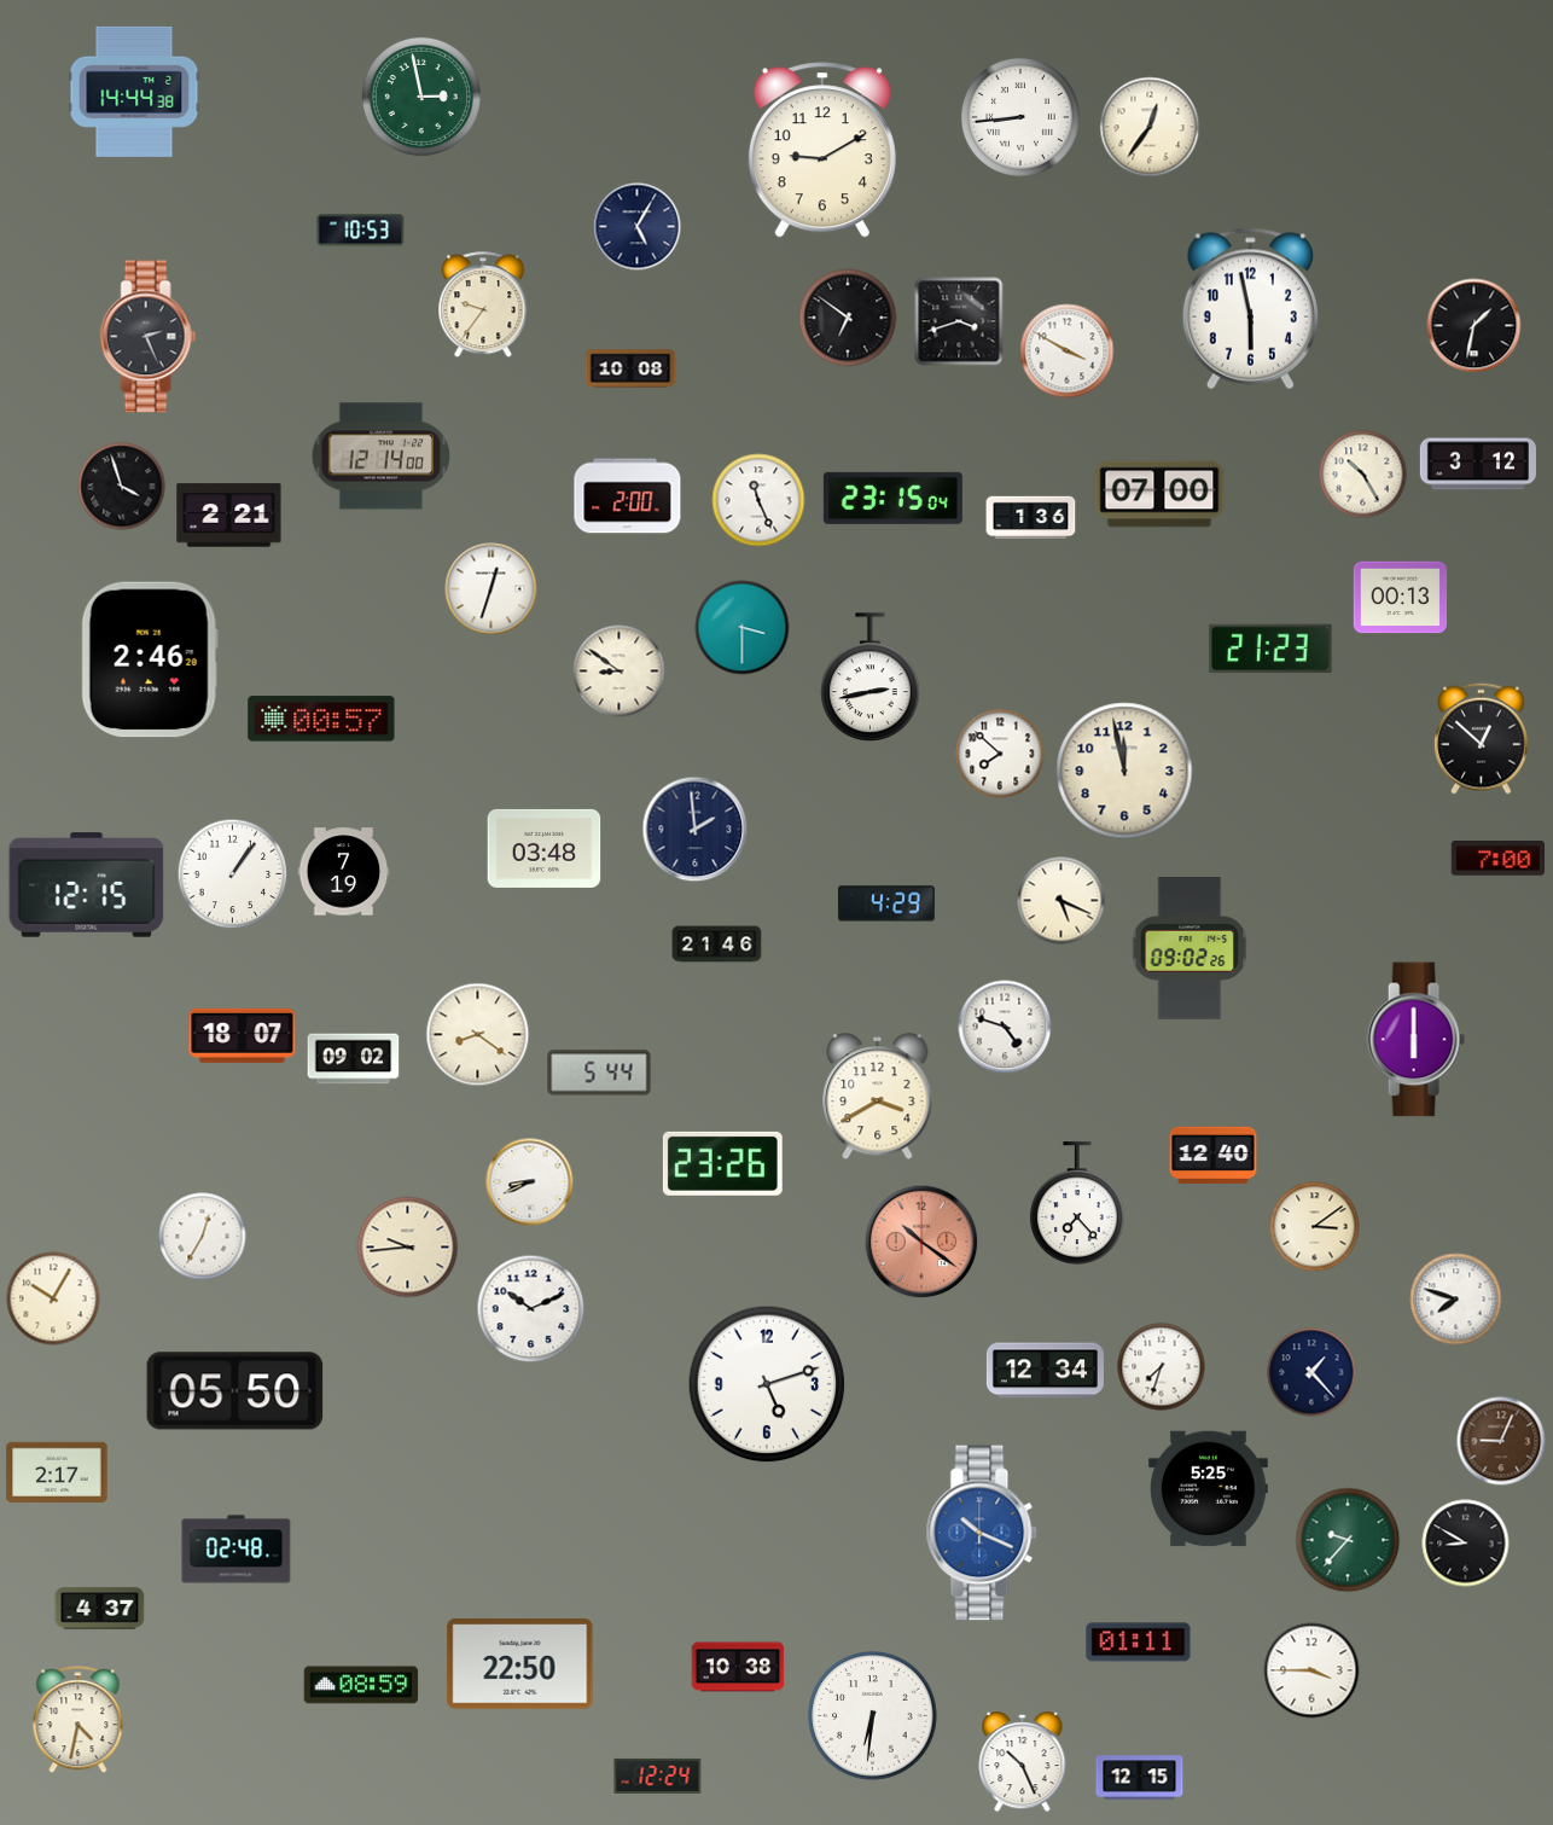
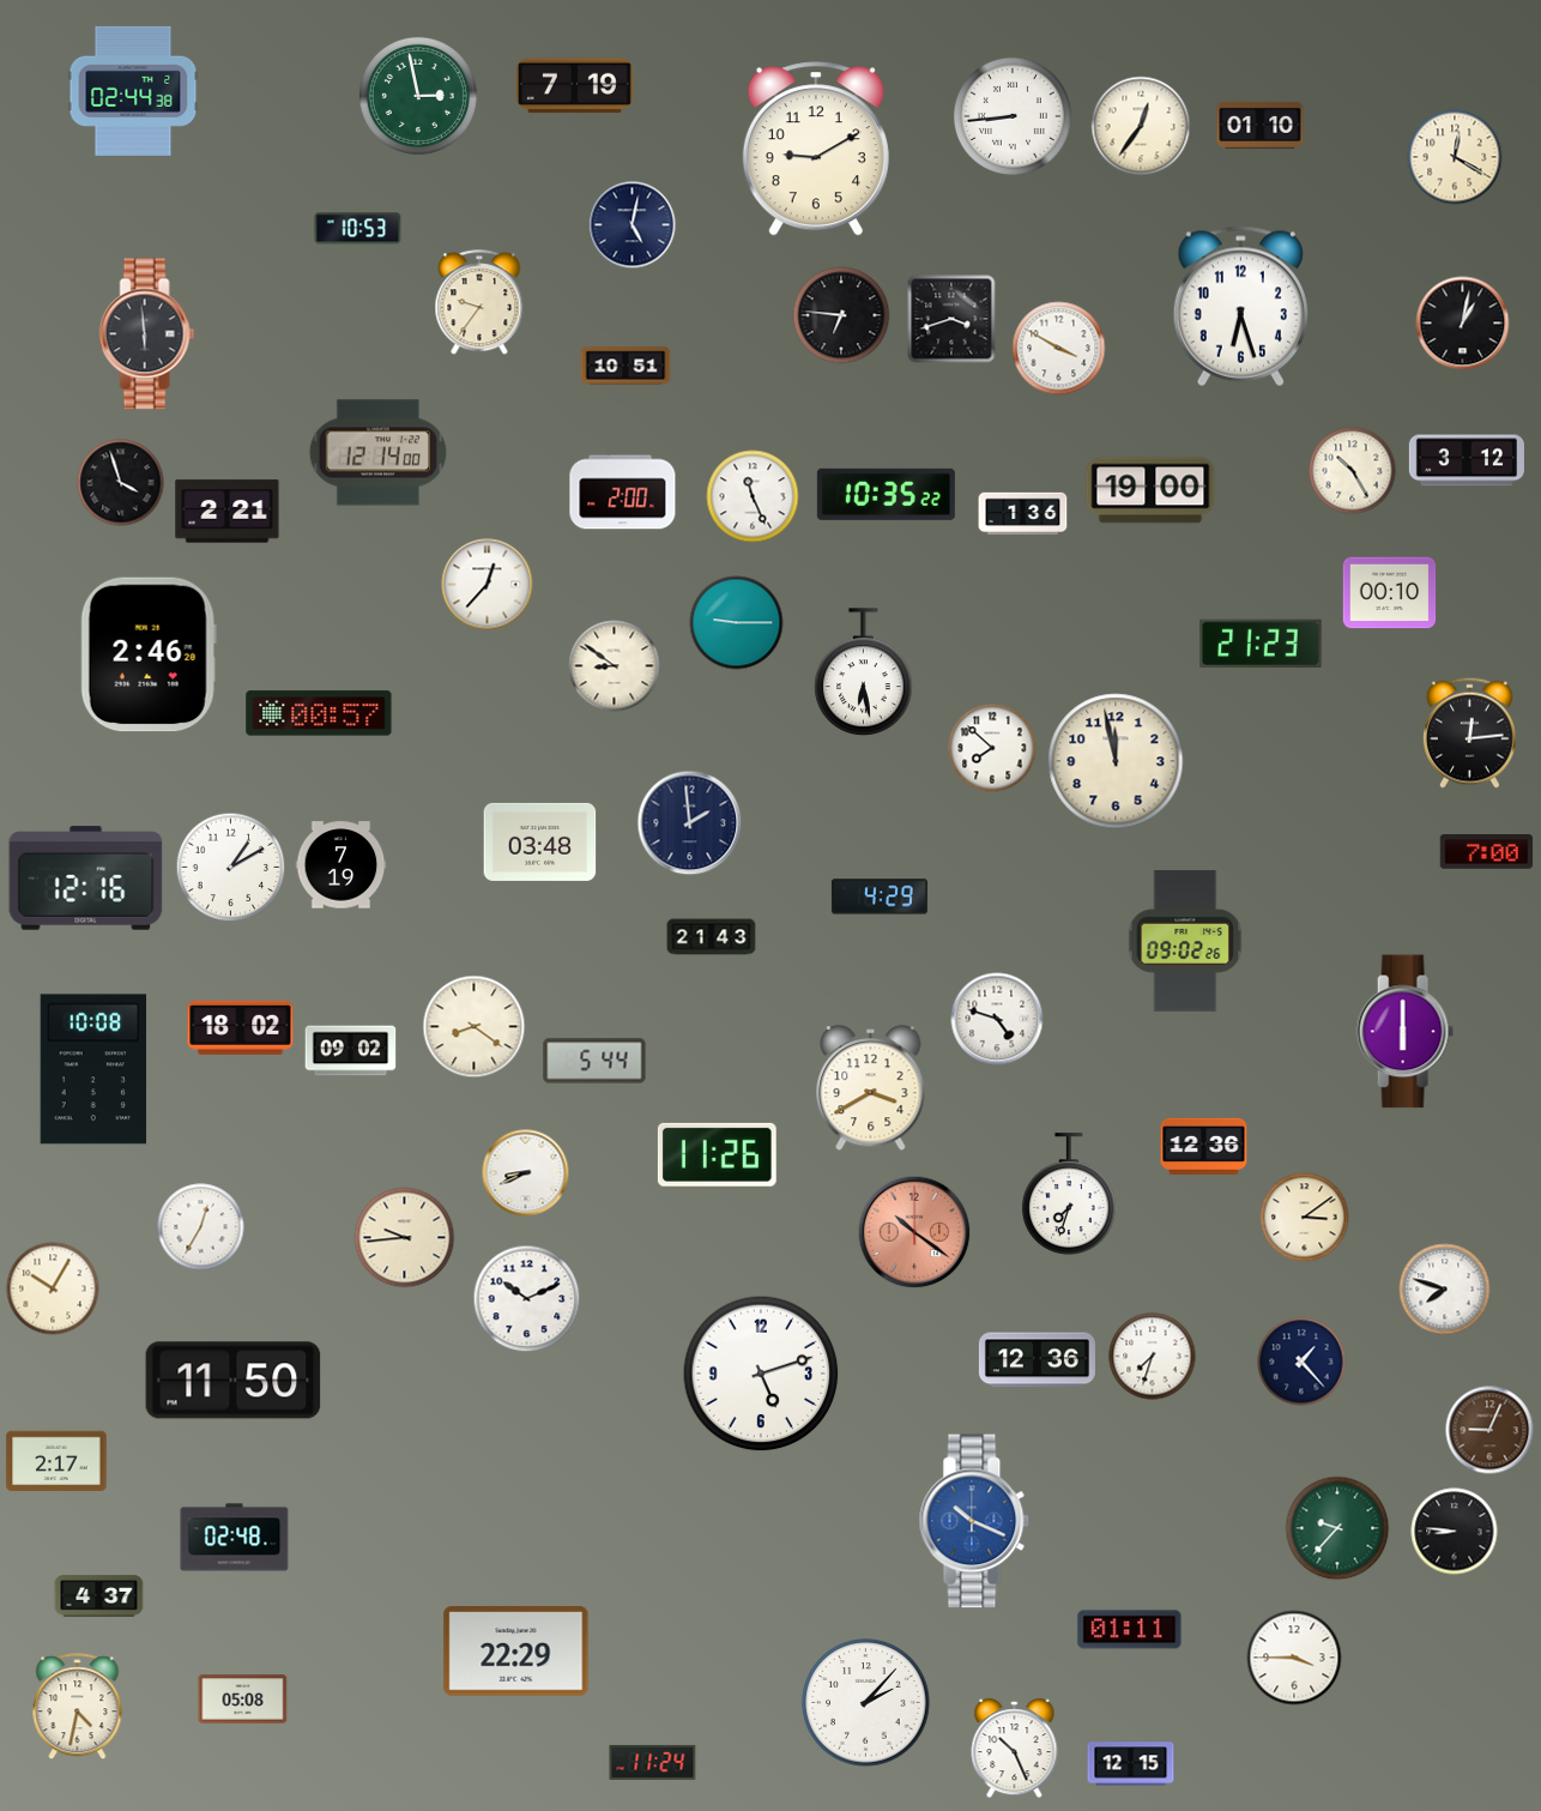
clock at (574, 86): none -> 7:19
clock at (134, 92): 14:44 -> 02:44
clock at (1261, 125): none -> 01:10
clock at (1455, 157): none -> 12:20
clock at (638, 227): 5:05 -> 5:02
clock at (1250, 309): 5:58 -> 6:27
clock at (848, 318): 6:51 -> 6:46
clock at (1475, 326): 1:32 -> 1:02
clock at (149, 337): 2:26 -> 5:59
clock at (630, 368): 10:08 -> 10:51
clock at (1159, 494): 07:00 -> 19:00
clock at (892, 498): 23:15 -> 10:35
clock at (492, 589): 12:33 -> 12:37
clock at (1401, 598): 00:13 -> 00:10
clock at (743, 628): 3:30 -> 9:15
clock at (871, 676): 2:43 -> 6:28
clock at (1482, 738): 12:52 -> 12:14
clock at (1124, 771) position: (1124, 771) -> (1116, 761)
clock at (233, 874): 1:06 -> 1:10
clock at (87, 885): 12:15 -> 12:16
clock at (1061, 901): 5:19 -> none
clock at (717, 945): 21:46 -> 21:43
clock at (1190, 948) position: (1190, 948) -> (1185, 941)
clock at (243, 1035): 18:07 -> 18:02
clock at (599, 1073) position: (599, 1073) -> (594, 1061)
clock at (92, 1069): none -> 10:08
clock at (1214, 1155): 12:40 -> 12:36
clock at (722, 1163): 23:26 -> 11:26
clock at (1077, 1203): 7:23 -> 7:33
clock at (1045, 1371): 12:34 -> 12:36
clock at (235, 1391): 05:50 -> 11:50
clock at (1208, 1489): 5:25 -> none
clock at (1466, 1544): 8:50 -> 8:46
clock at (520, 1664): 22:50 -> 22:29
clock at (738, 1667): 10:38 -> none
clock at (1311, 1670) position: (1311, 1670) -> (1294, 1658)
clock at (361, 1685): 08:59 -> none
clock at (243, 1700): none -> 05:08
clock at (873, 1716): 6:31 -> 2:07
clock at (658, 1775): 12:24 -> 11:24
